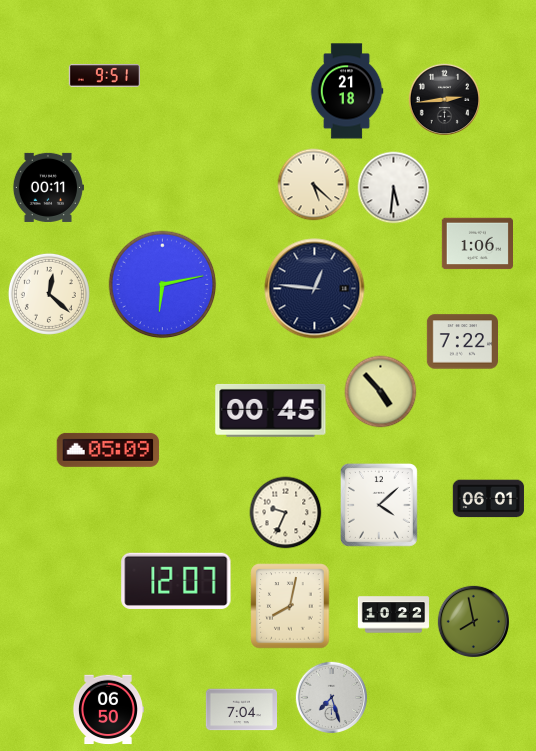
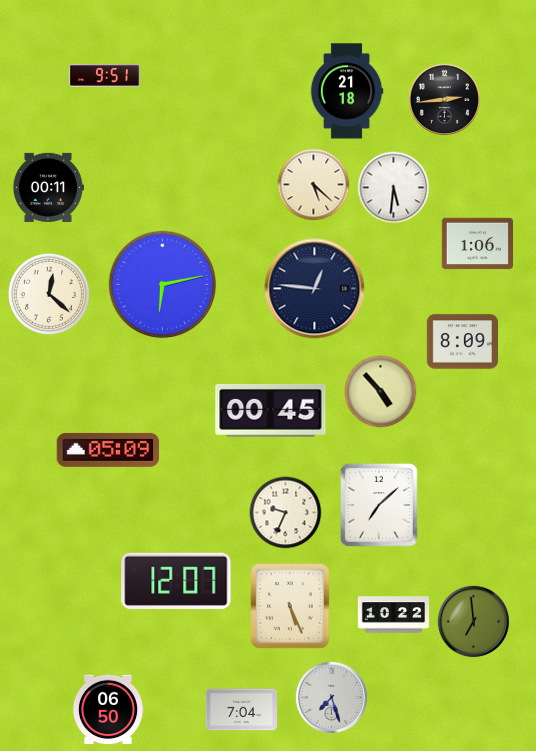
clock at (462, 342): 7:22 -> 8:09
clock at (488, 499): 06:01 -> none
clock at (379, 505): 4:08 -> 7:08
clock at (290, 606): 8:02 -> 5:26
clock at (473, 621): 7:58 -> 6:59
